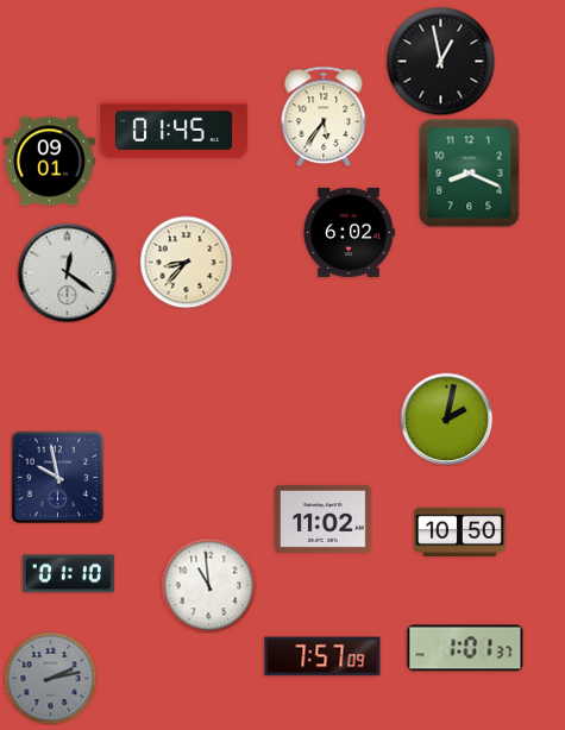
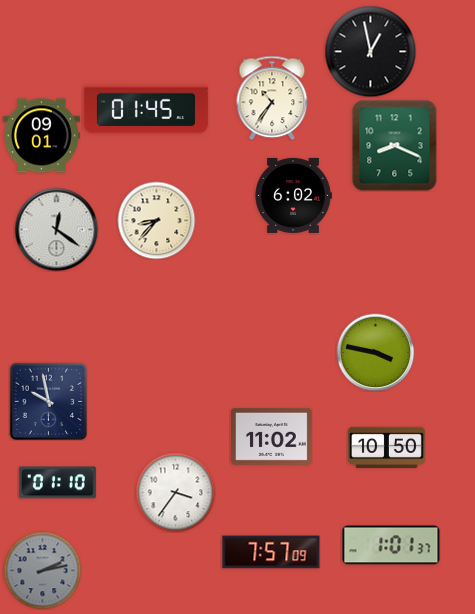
clock at (324, 117): 5:36 -> 10:36
clock at (446, 419): 2:02 -> 3:47
clock at (208, 585): 10:59 -> 3:36
